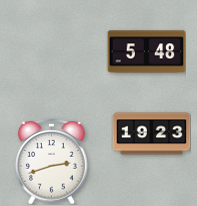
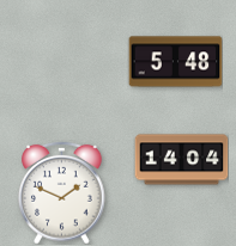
clock at (151, 134): 19:23 -> 14:04
clock at (52, 161): 2:42 -> 1:49
